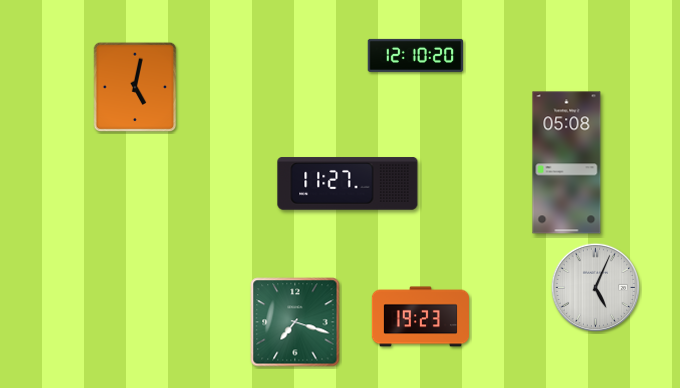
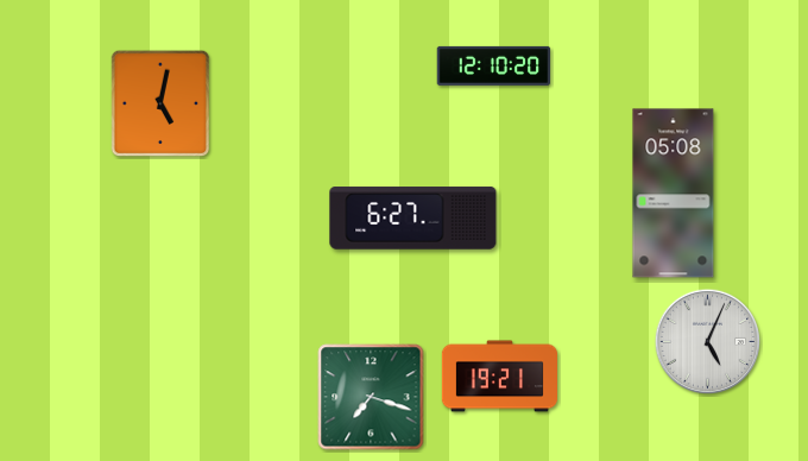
clock at (348, 184): 11:27 -> 6:27
clock at (420, 317): 19:23 -> 19:21
clock at (295, 322) position: (295, 322) -> (371, 397)
